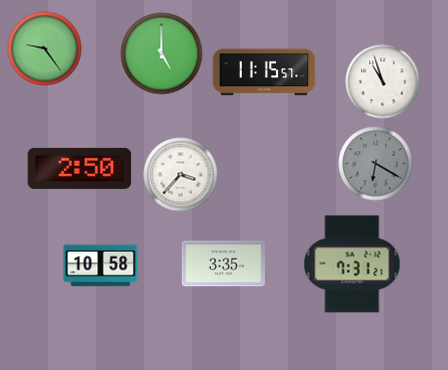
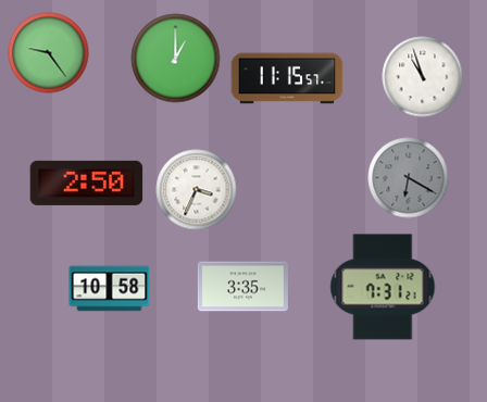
clock at (162, 54): 5:00 -> 1:00
clock at (383, 82) position: (383, 82) -> (423, 77)
clock at (181, 175): 3:37 -> 3:34
